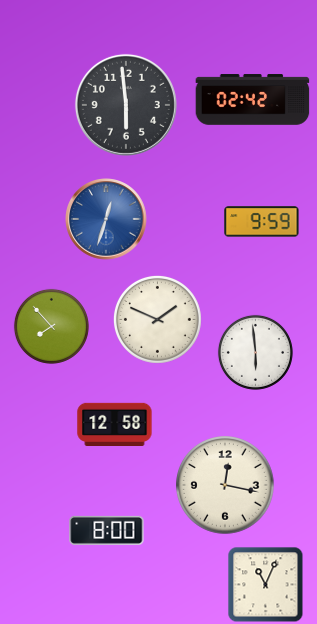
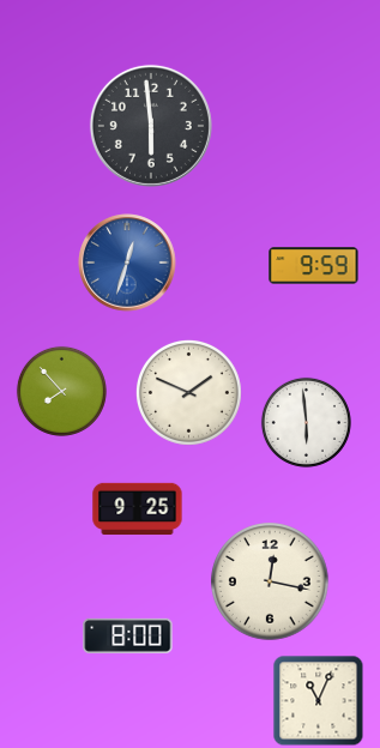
clock at (253, 100): 02:42 -> none
clock at (158, 320) position: (158, 320) -> (189, 393)
clock at (115, 425): 12:58 -> 9:25
